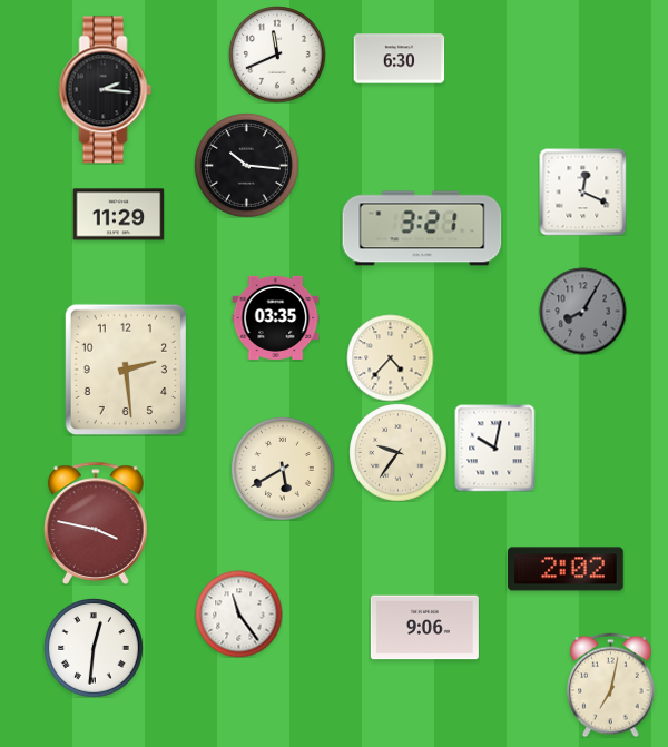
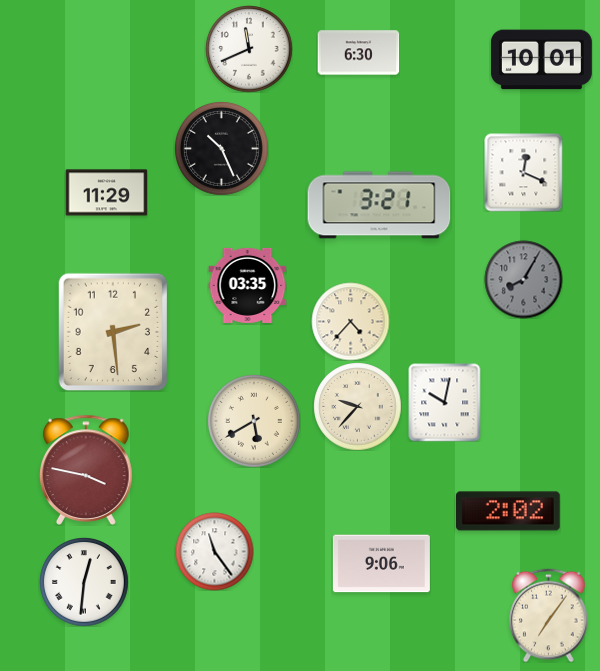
clock at (541, 60): none -> 10:01
clock at (106, 90): 2:16 -> none
clock at (246, 165): 10:16 -> 10:26
clock at (397, 452): 9:36 -> 9:37
clock at (611, 685): 7:02 -> 7:06
